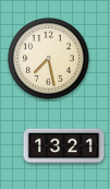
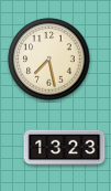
clock at (64, 146): 13:21 -> 13:23
